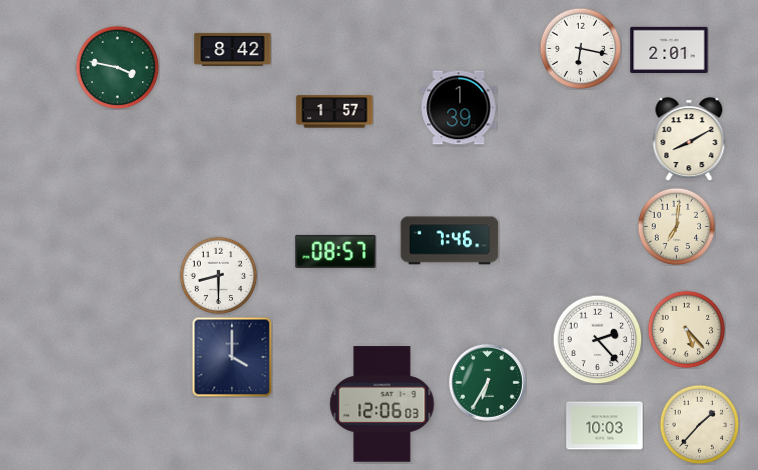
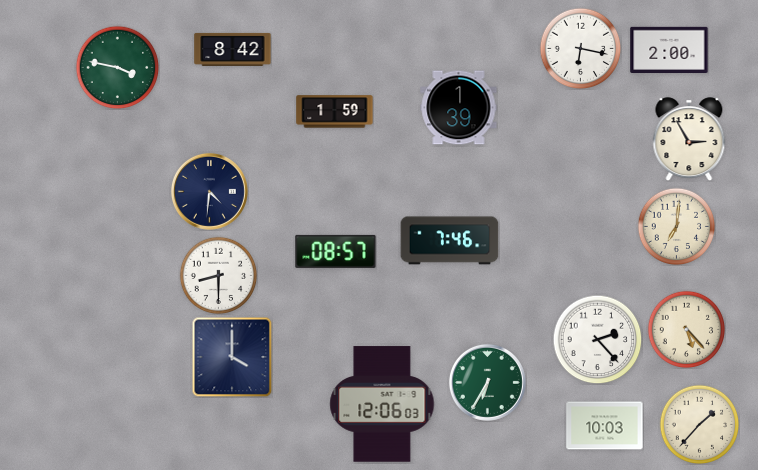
clock at (669, 49): 2:01 -> 2:00
clock at (335, 112): 1:57 -> 1:59
clock at (689, 139): 8:10 -> 2:55
clock at (209, 191): none -> 4:31
